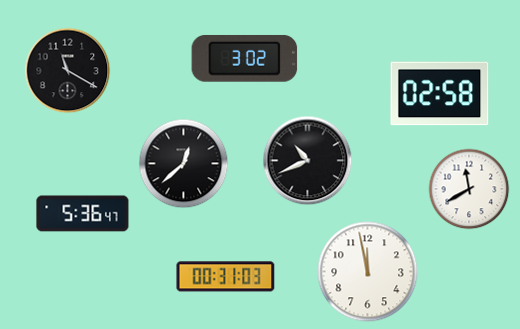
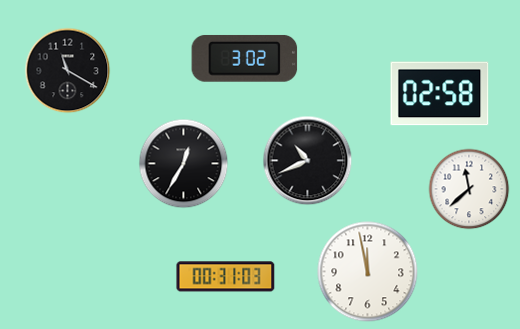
clock at (183, 163): 12:38 -> 12:35
clock at (469, 189): 11:40 -> 11:38
clock at (83, 214): 5:36 -> none
